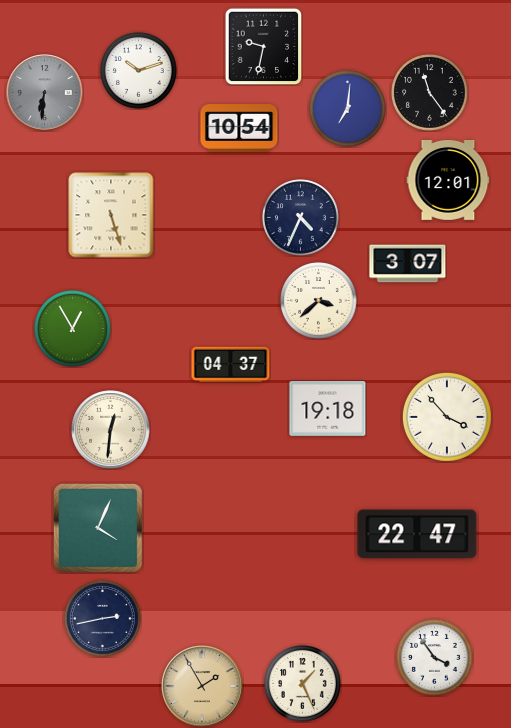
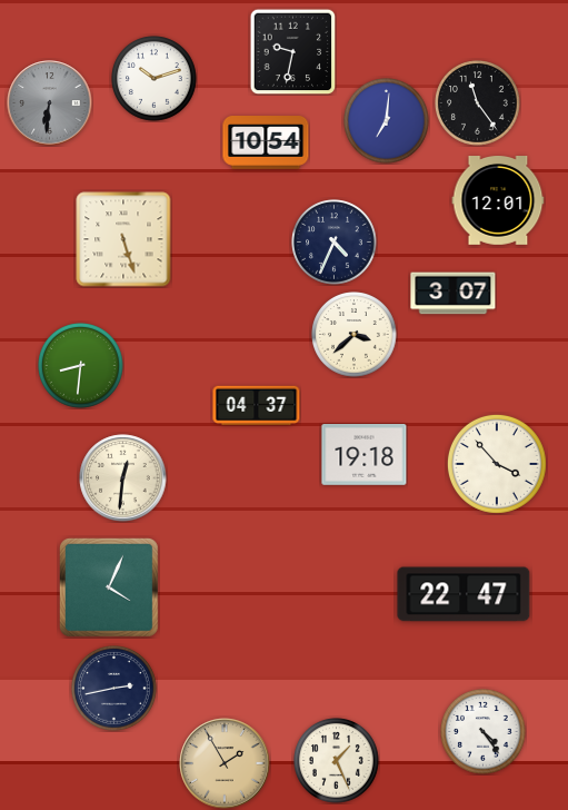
clock at (73, 329): 12:55 -> 8:31
clock at (435, 658): 3:54 -> 4:24
